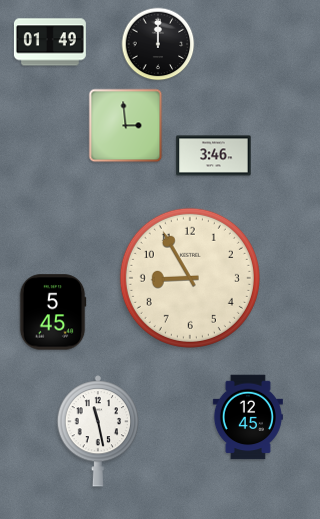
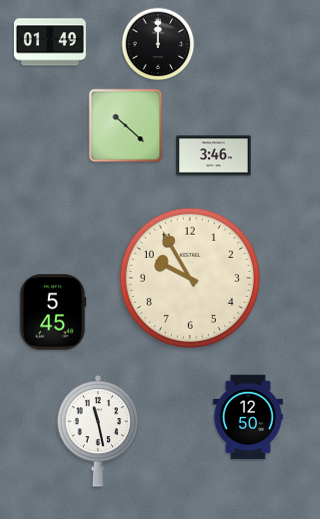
clock at (126, 126): 2:59 -> 10:22
clock at (190, 278): 8:55 -> 9:55
clock at (248, 417): 12:45 -> 12:50
